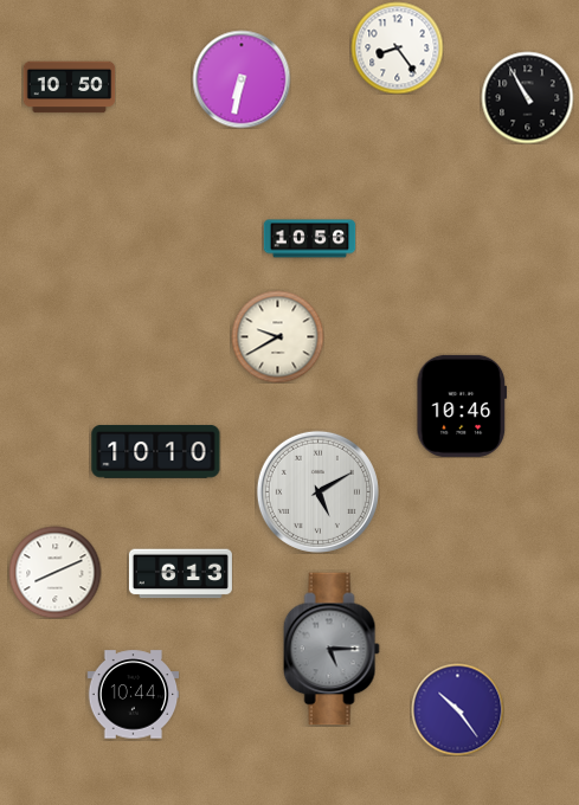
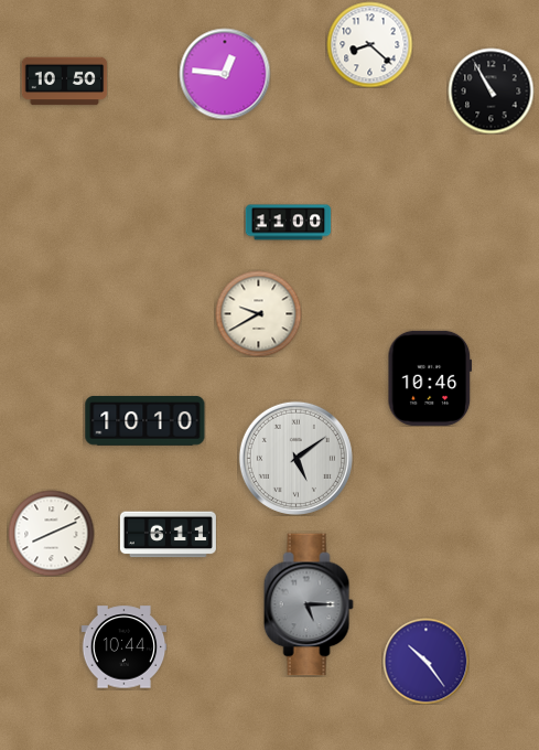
clock at (397, 47): 8:24 -> 8:22
clock at (242, 79): 6:32 -> 12:46
clock at (309, 239): 10:56 -> 11:00
clock at (317, 491): 5:10 -> 5:09
clock at (180, 574): 6:13 -> 6:11
